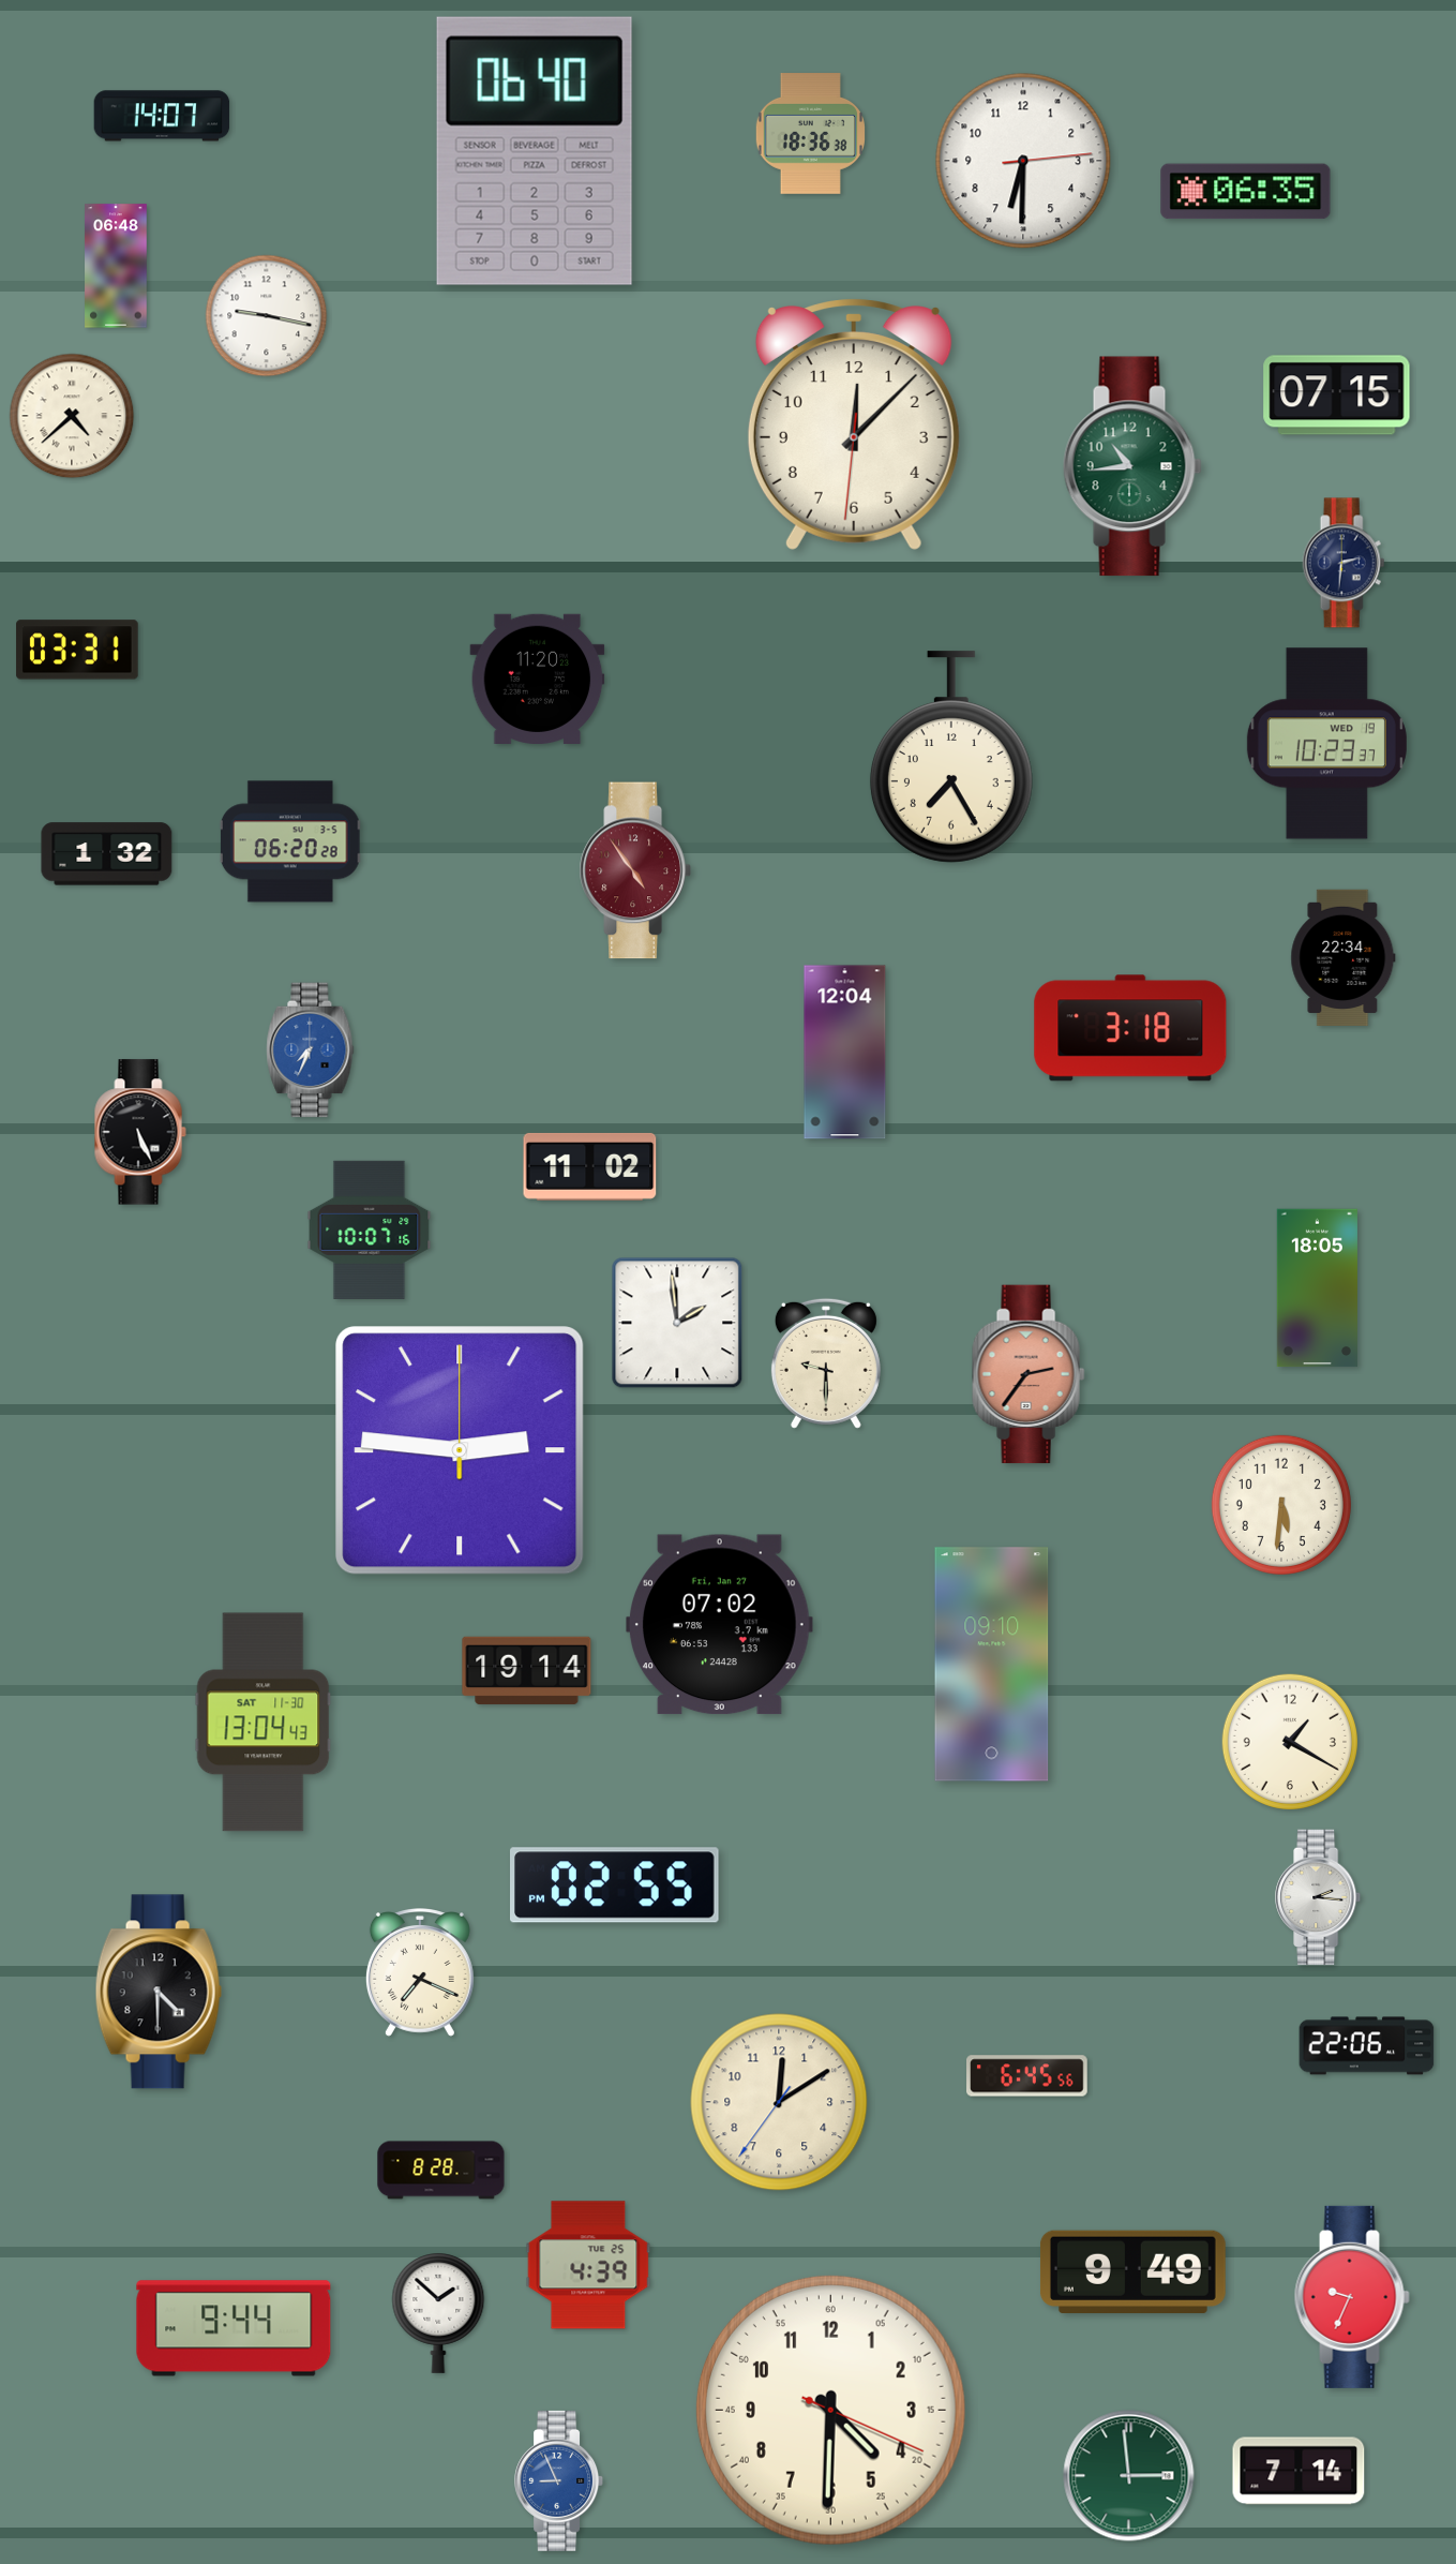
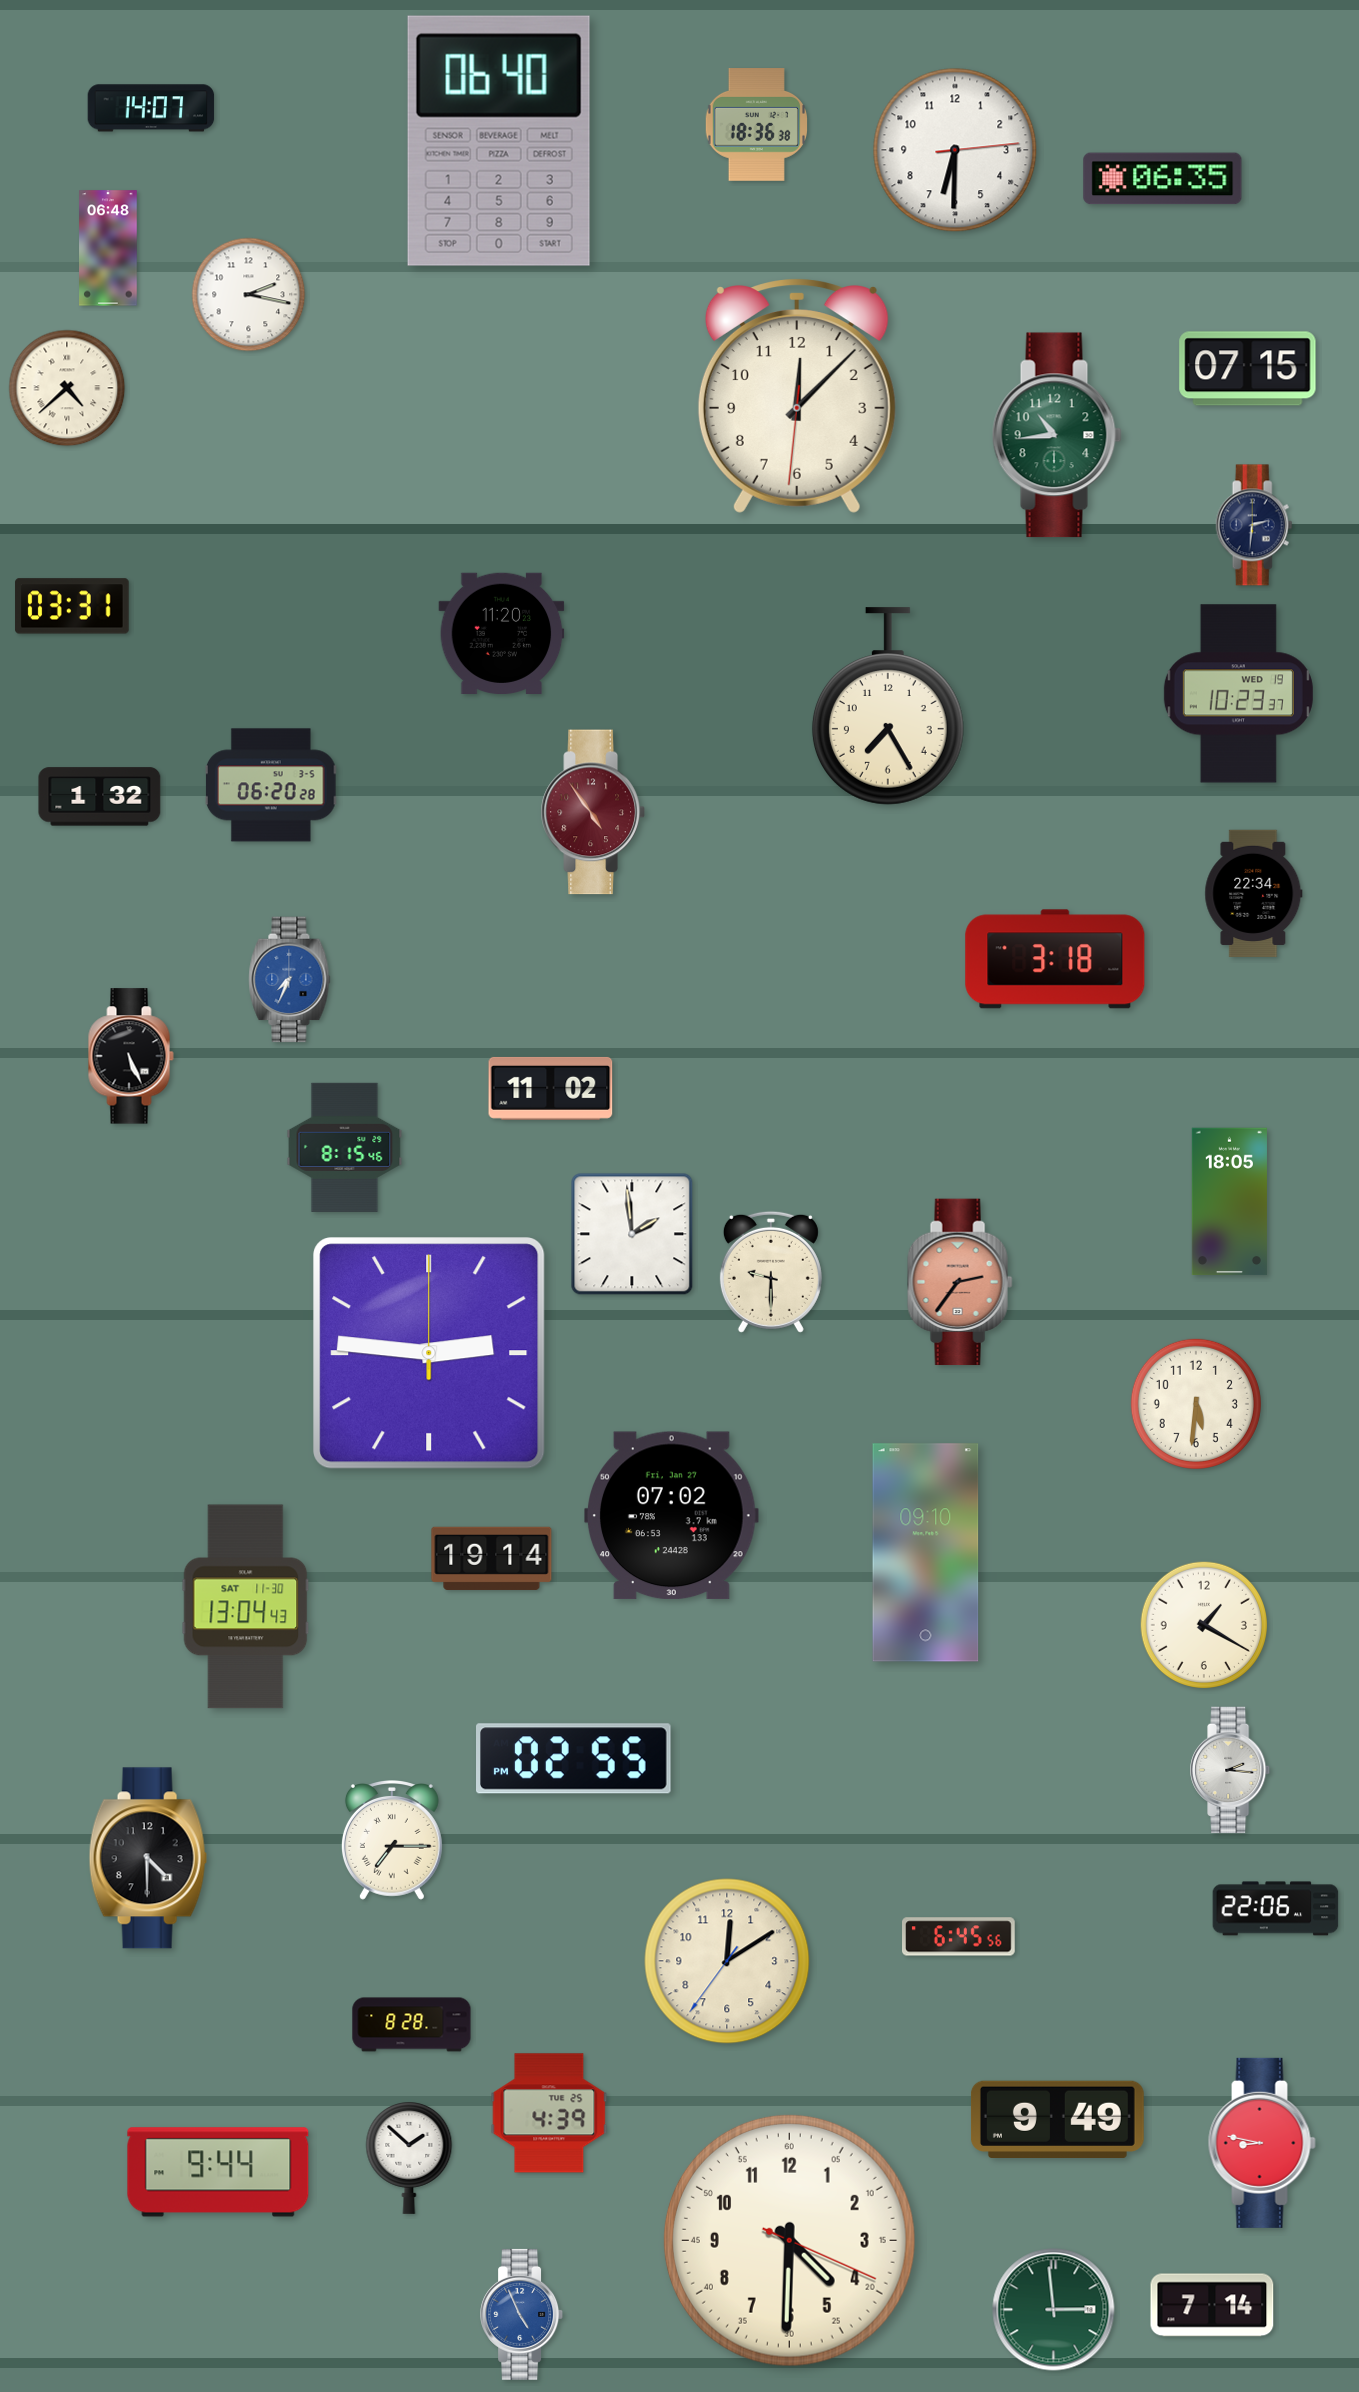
clock at (267, 316): 9:17 -> 2:17
clock at (845, 1053): 12:04 -> none
clock at (370, 1229): 10:07 -> 8:15
clock at (420, 1973): 7:19 -> 7:15
clock at (1352, 2297): 9:34 -> 8:47
clock at (830, 2410) position: (830, 2410) -> (789, 2240)
clock at (559, 2480): 8:56 -> 4:56
